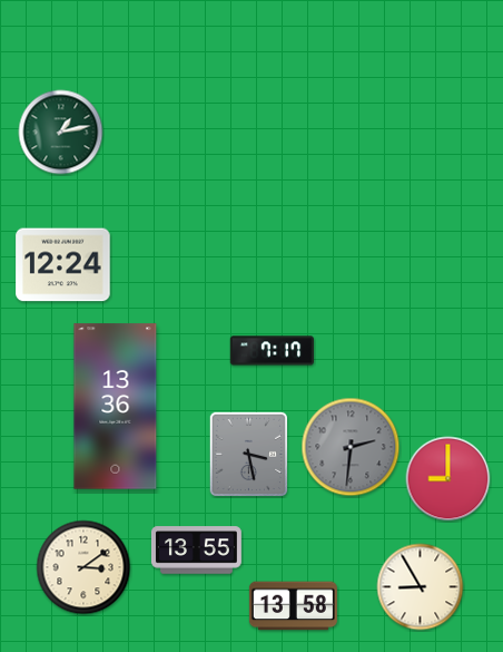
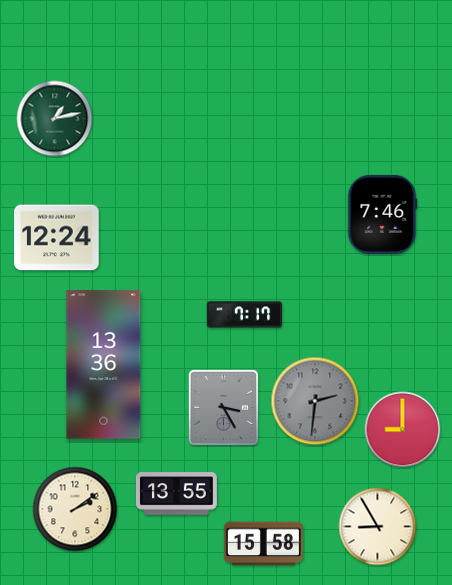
clock at (383, 214): none -> 7:46
clock at (249, 455): 3:28 -> 3:25
clock at (83, 567): 3:09 -> 2:09
clock at (293, 606): 13:58 -> 15:58
